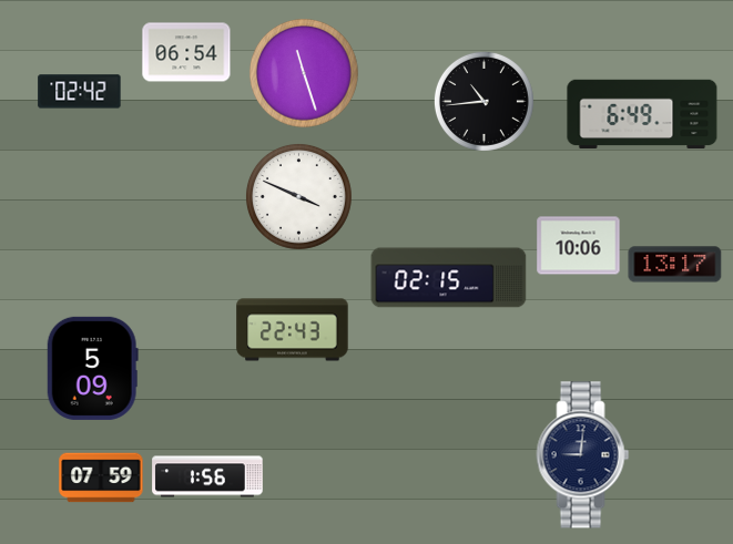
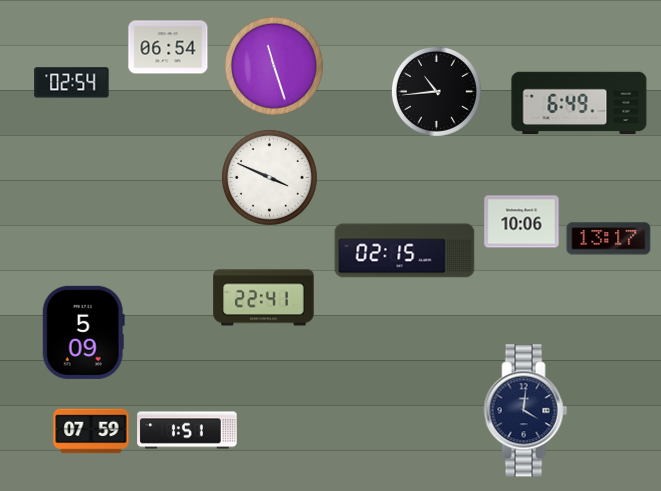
clock at (80, 92): 02:42 -> 02:54
clock at (293, 330): 22:43 -> 22:41
clock at (583, 455): 9:01 -> 4:01
clock at (207, 476): 1:56 -> 1:51
